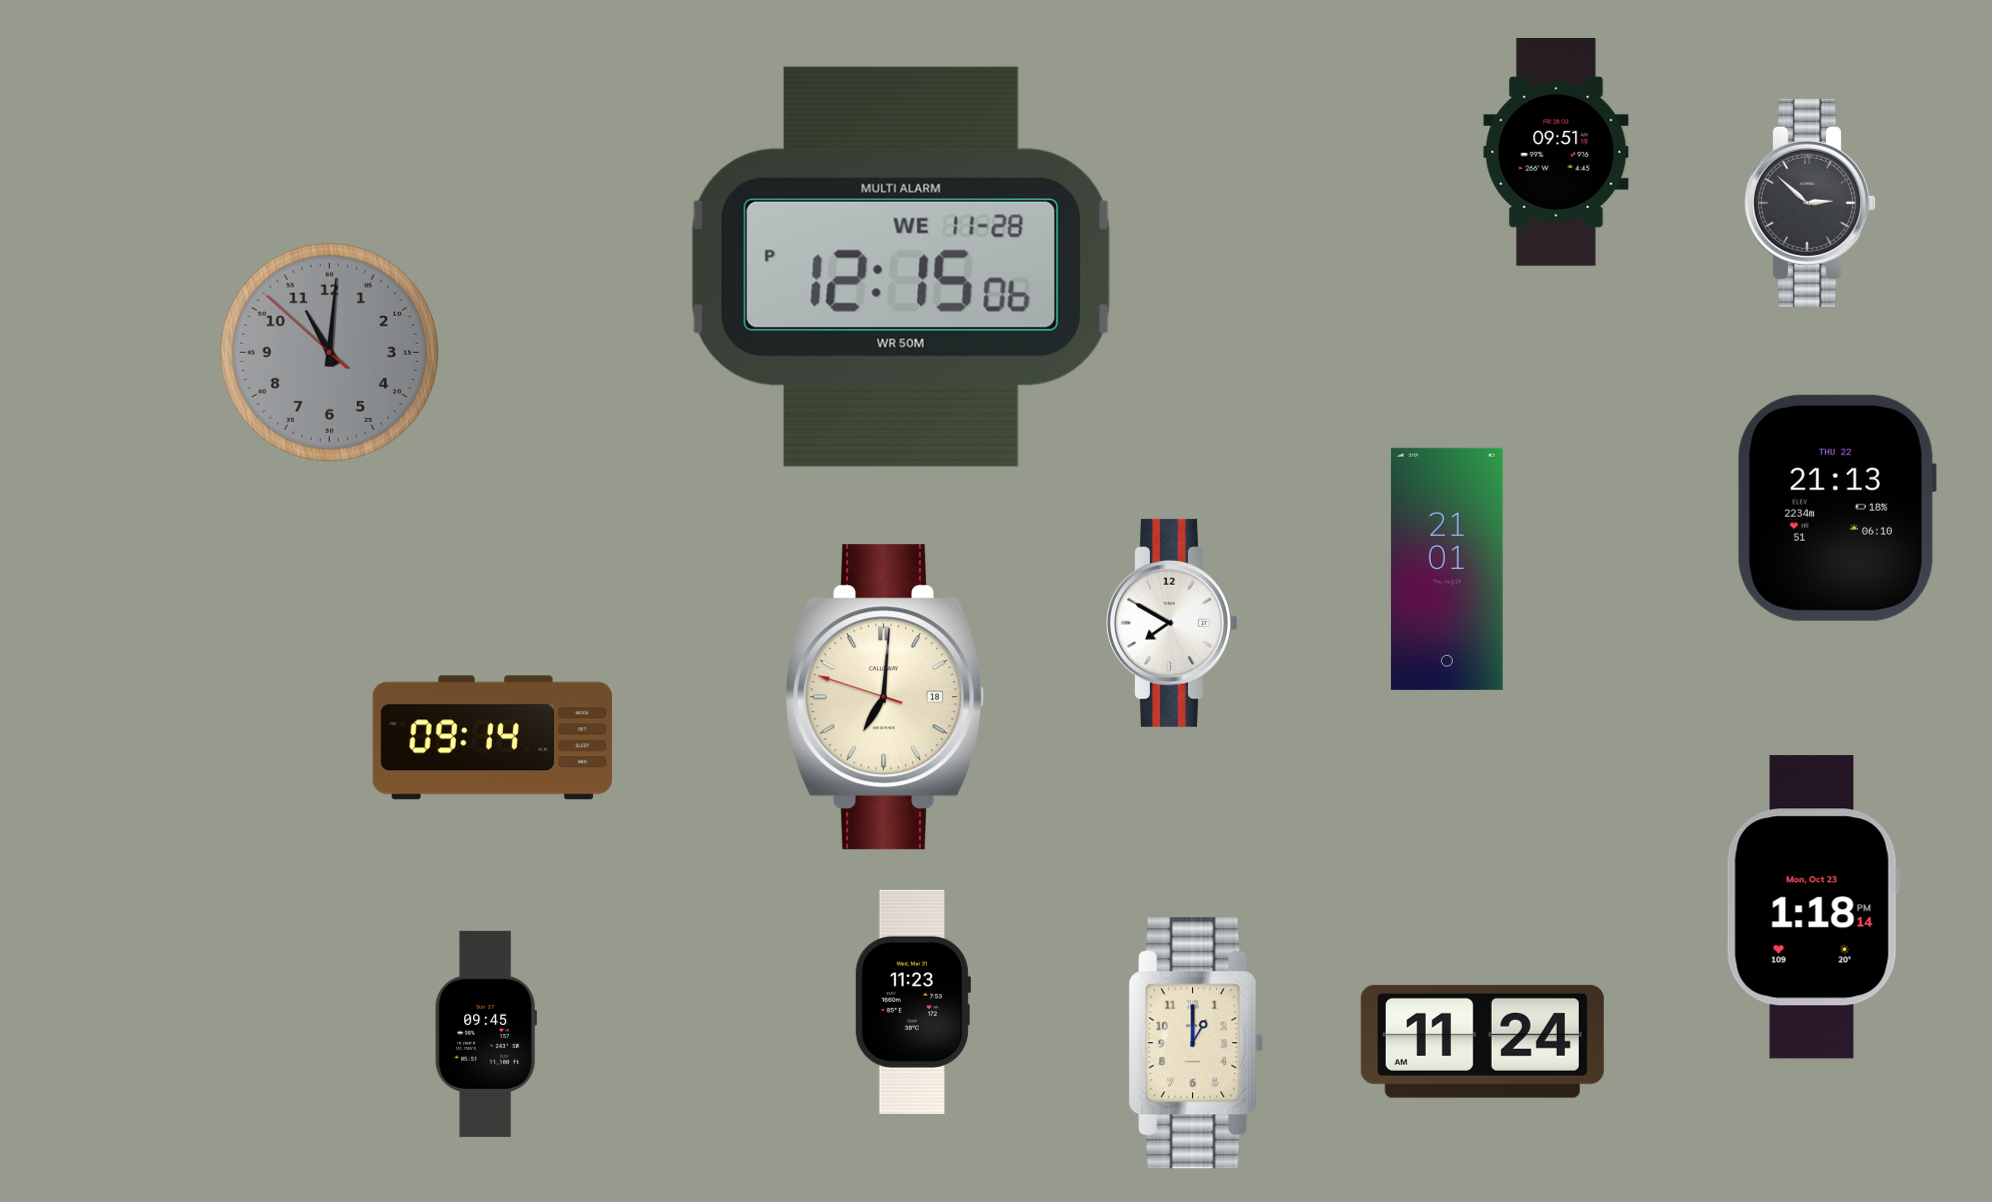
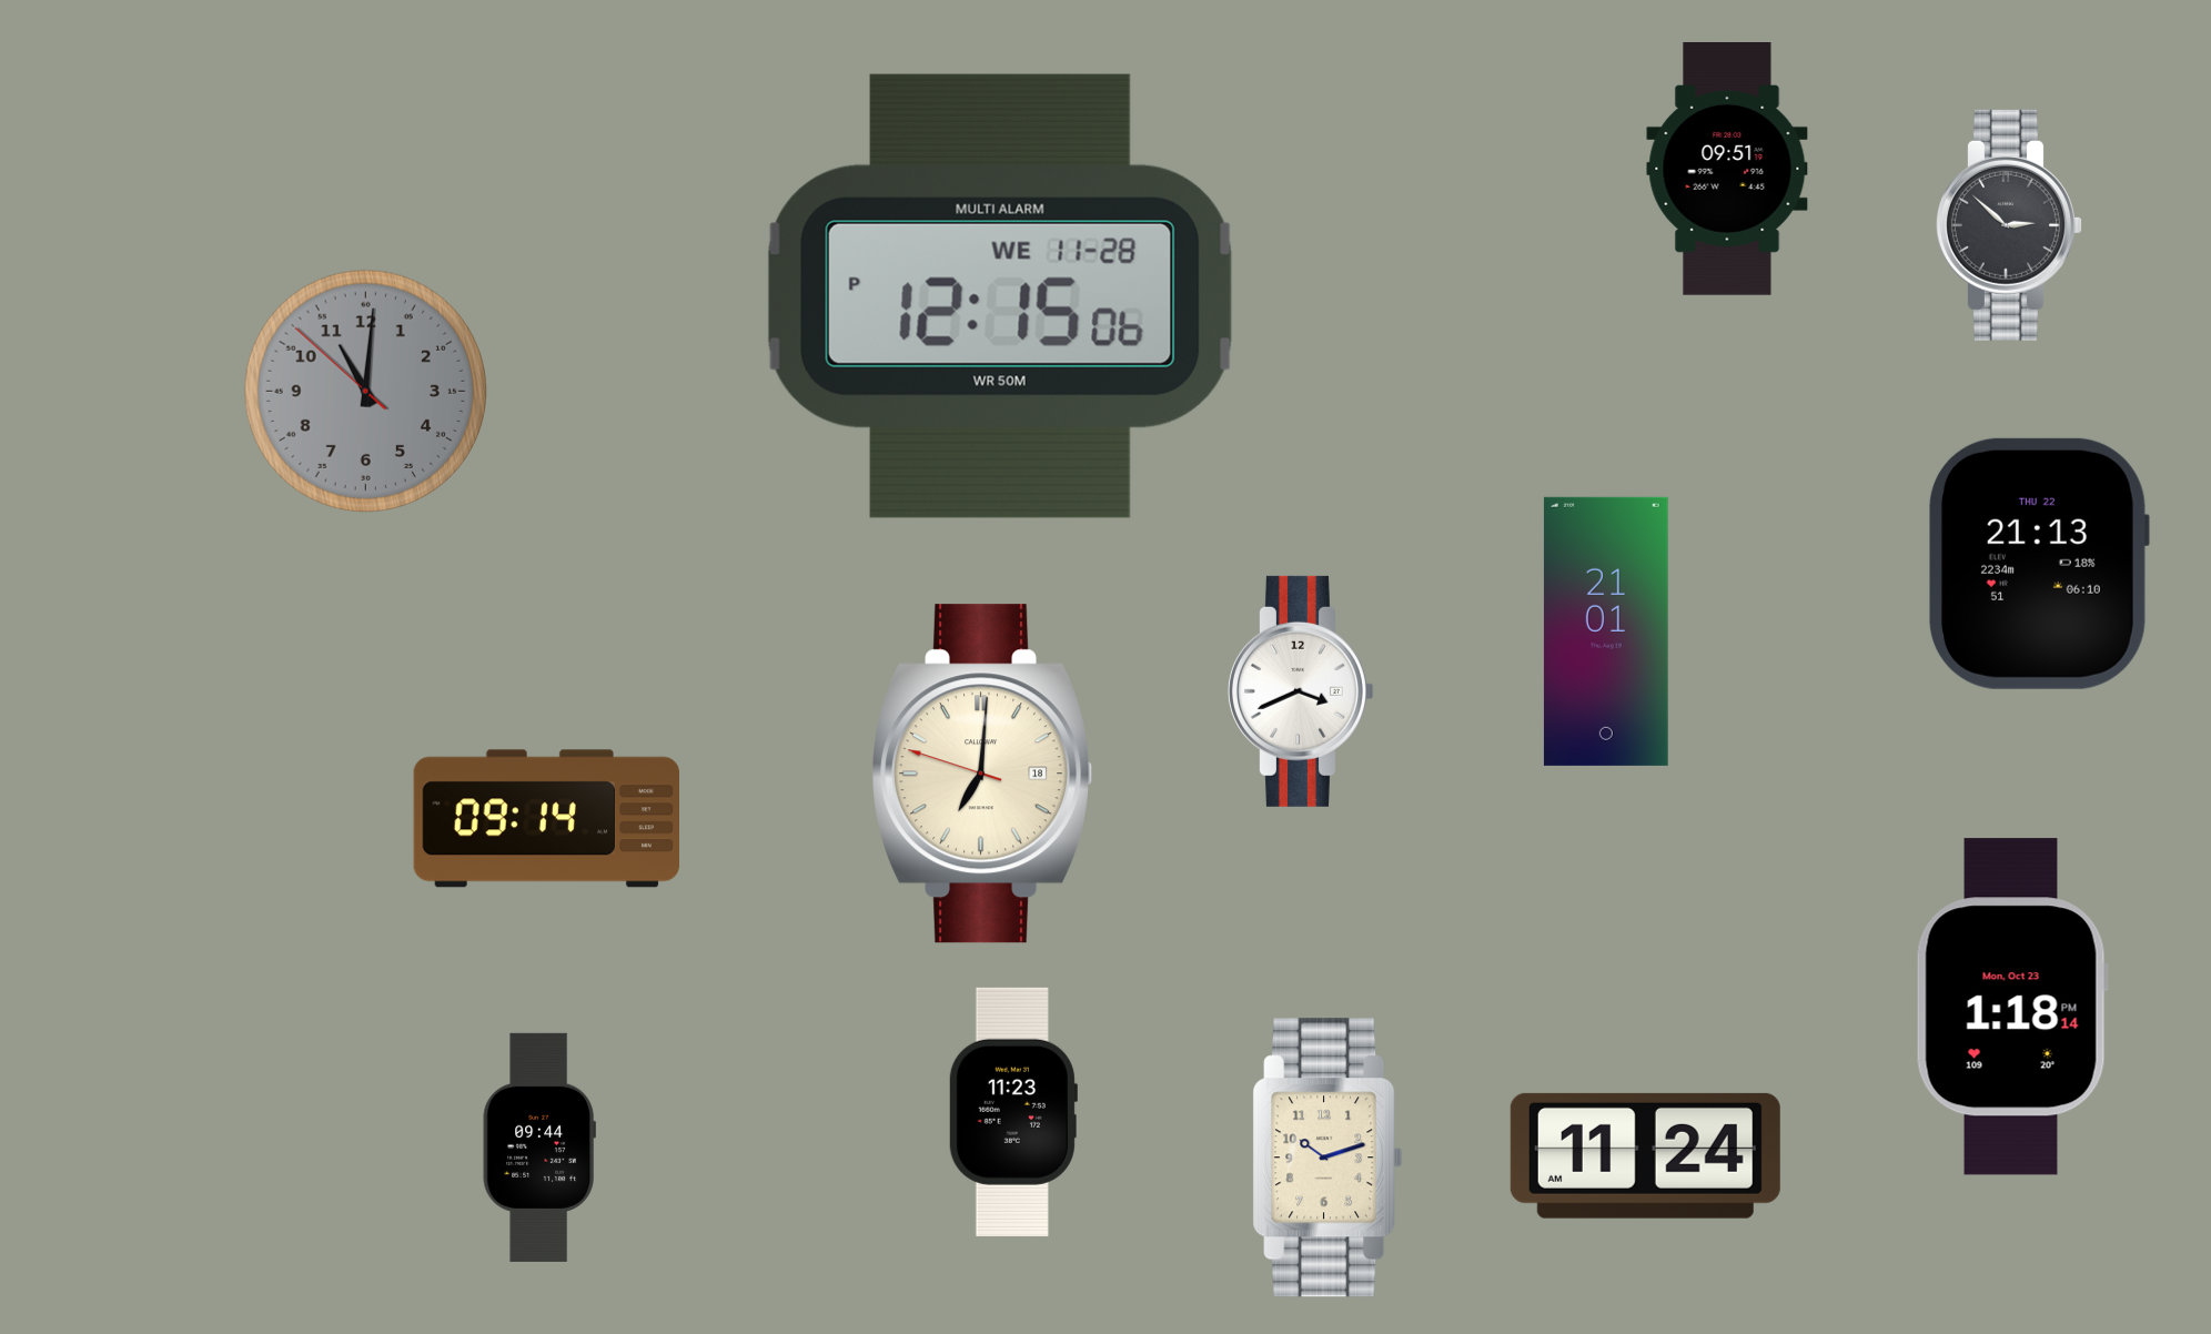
clock at (1173, 623): 7:50 -> 3:41
clock at (486, 1034): 09:45 -> 09:44
clock at (1196, 1043): 1:00 -> 10:12
